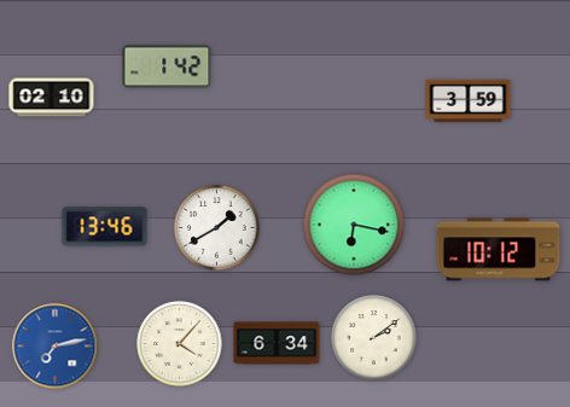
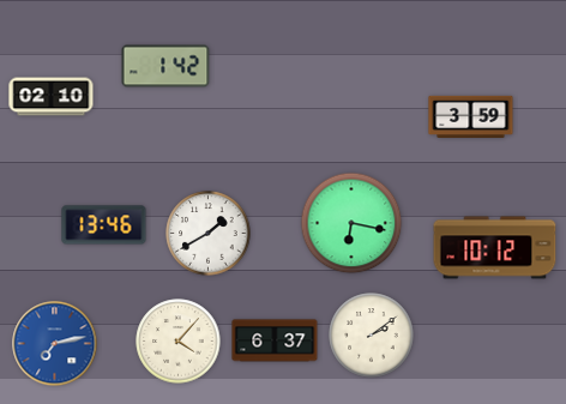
clock at (469, 100) position: (469, 100) -> (471, 116)
clock at (217, 228) position: (217, 228) -> (209, 234)
clock at (277, 343): 6:34 -> 6:37
